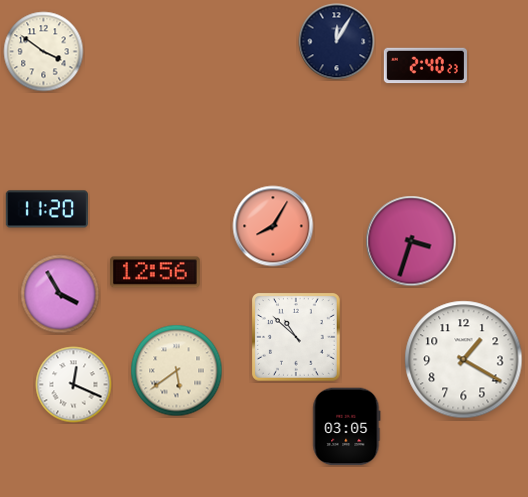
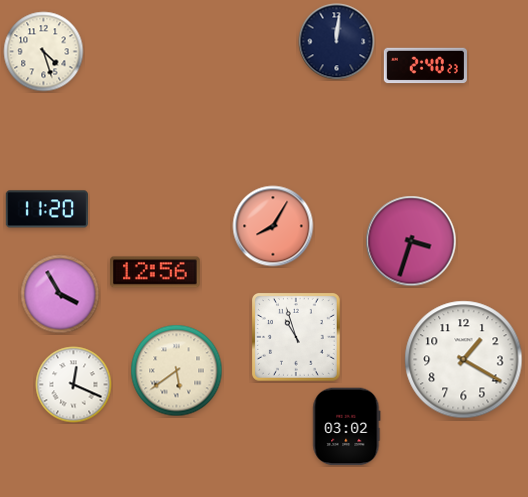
clock at (337, 42): 12:05 -> 12:01
clock at (44, 52): 3:51 -> 4:27
clock at (297, 338): 10:52 -> 10:57
clock at (347, 427): 03:05 -> 03:02
